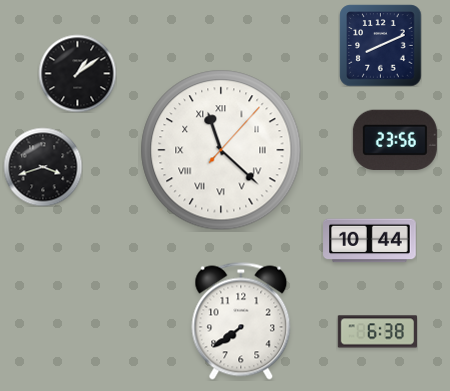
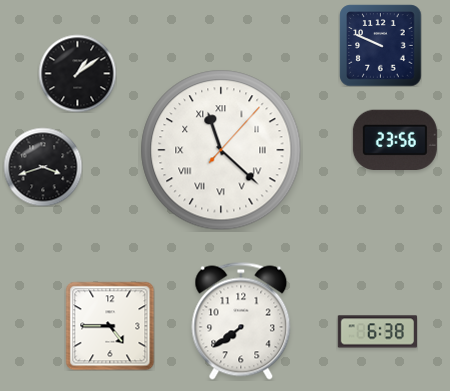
clock at (380, 45): 8:11 -> 9:49
clock at (370, 241): 10:44 -> none
clock at (110, 326): none -> 4:45
